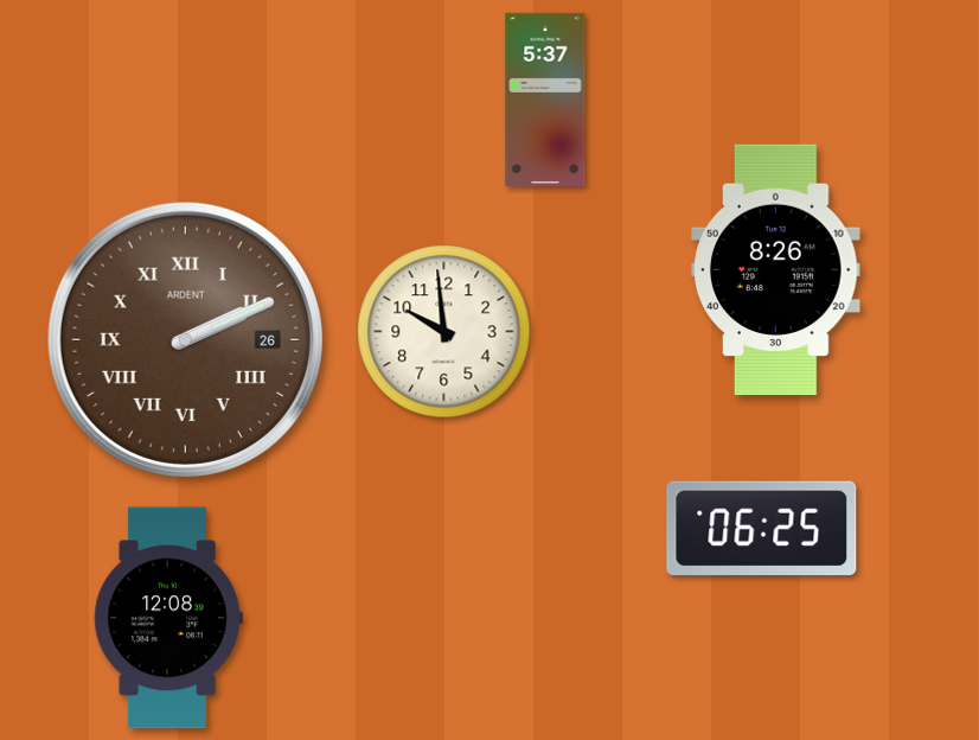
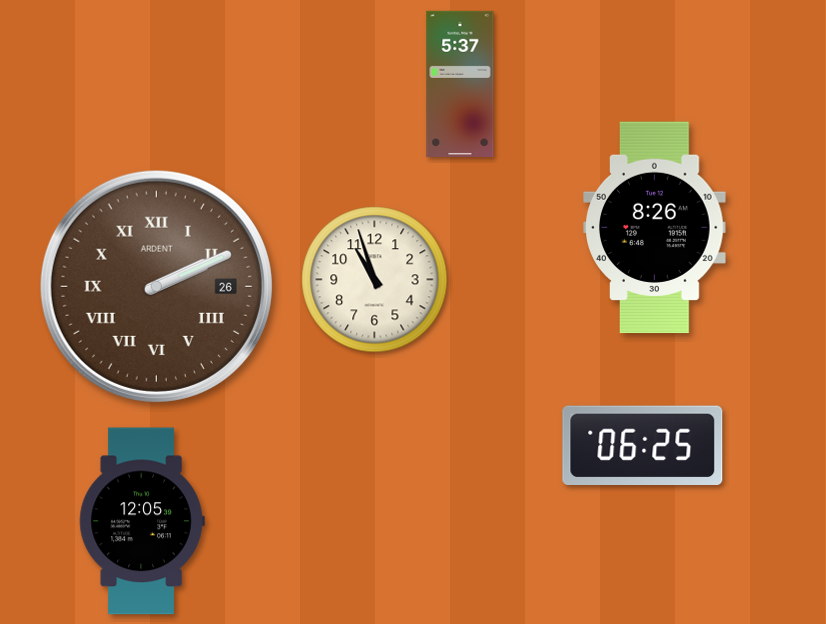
clock at (444, 332): 9:59 -> 10:57
clock at (168, 618): 12:08 -> 12:05
